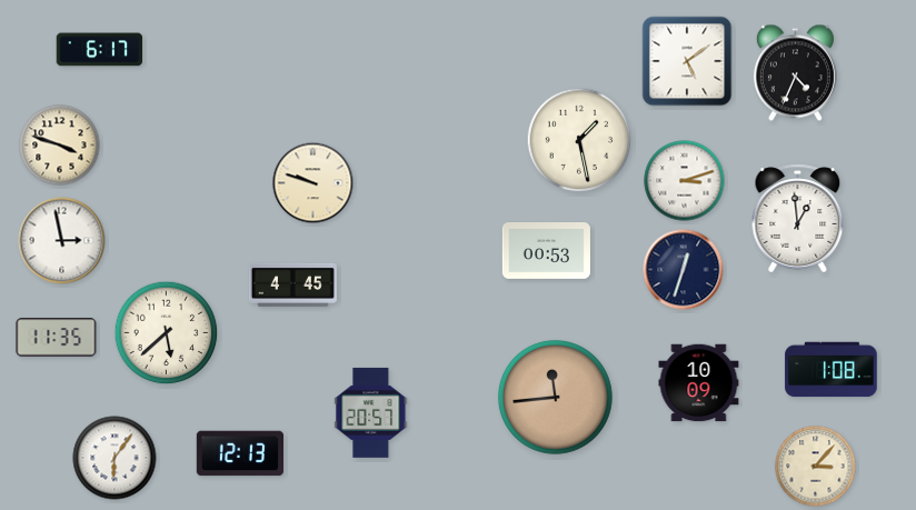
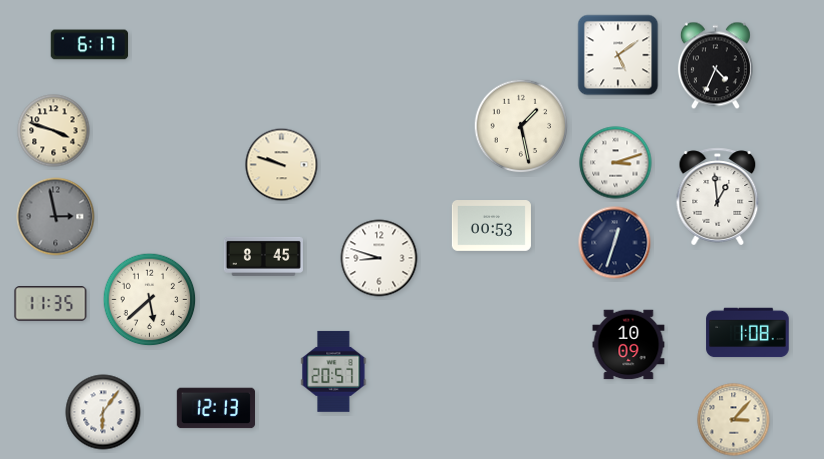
clock at (62, 241) dial: white -> grey
clock at (292, 284): 4:45 -> 8:45
clock at (379, 258): none -> 8:48
clock at (556, 398): 11:44 -> none
